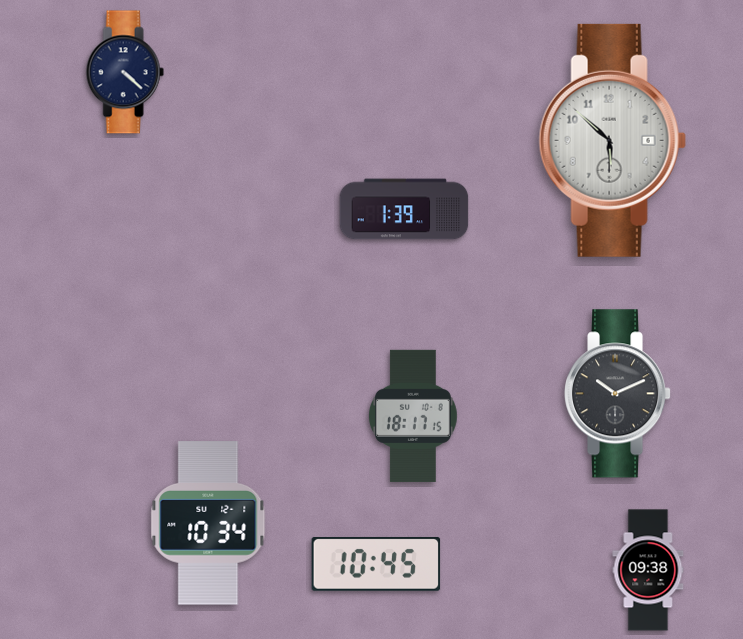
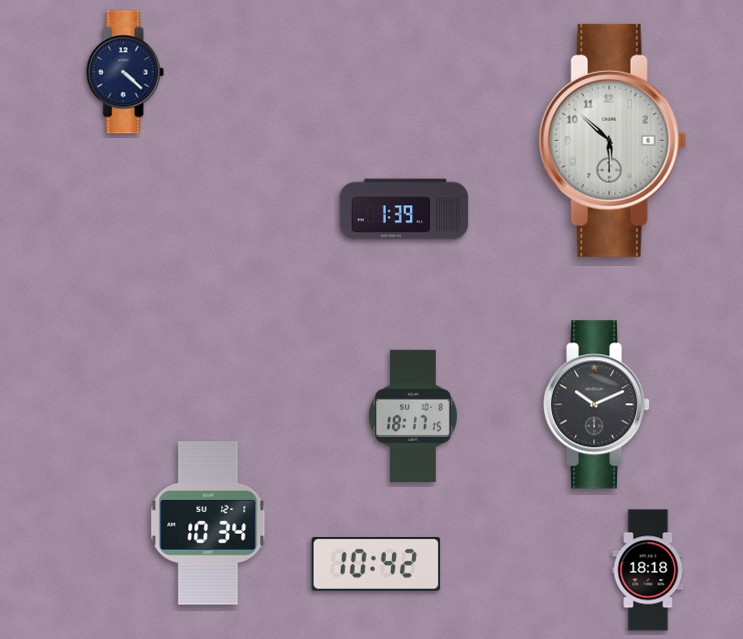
clock at (618, 394) position: (618, 394) -> (597, 405)
clock at (376, 565): 10:45 -> 10:42
clock at (648, 570): 09:38 -> 18:18
